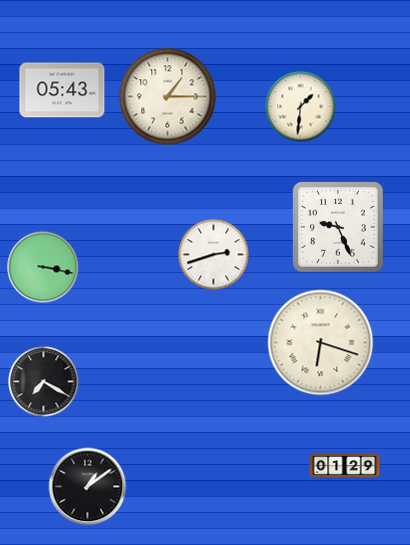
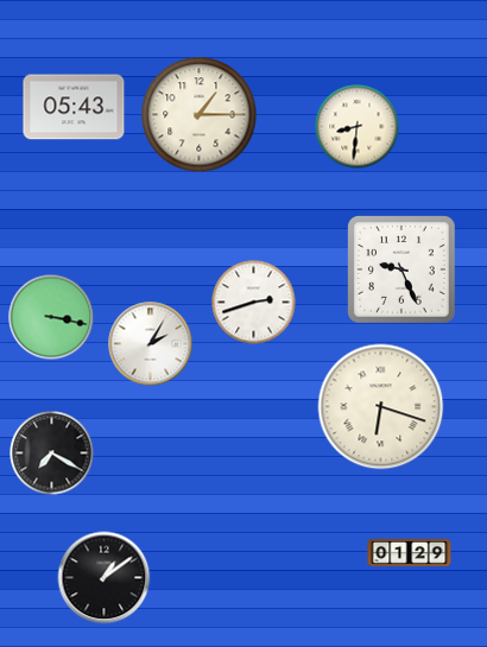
clock at (301, 107): 1:31 -> 8:31
clock at (151, 344): none -> 2:05
